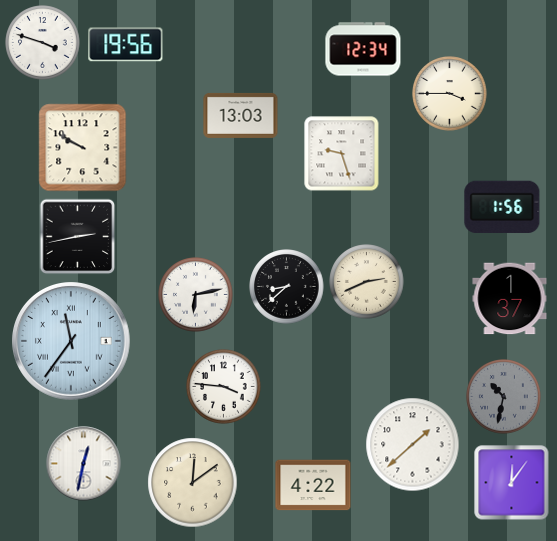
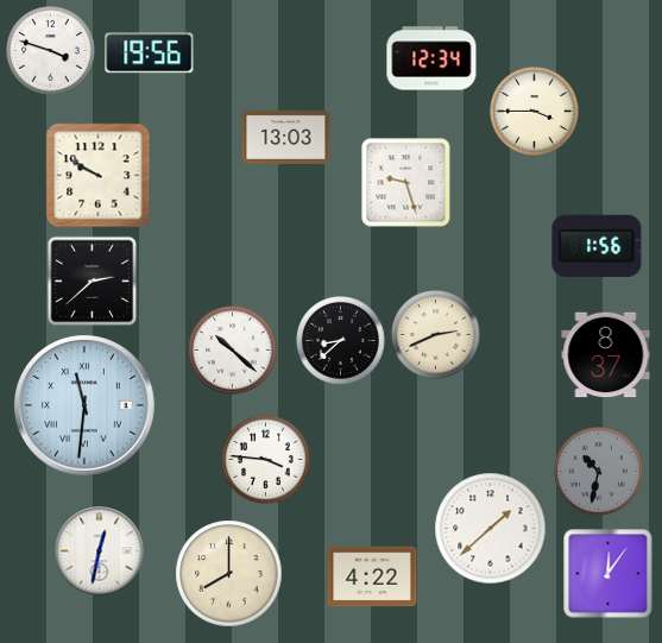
clock at (78, 237): 2:43 -> 2:38
clock at (196, 295): 6:13 -> 10:22
clock at (510, 299): 1:37 -> 8:37
clock at (72, 342): 11:36 -> 11:31
clock at (193, 483): 12:09 -> 8:00
